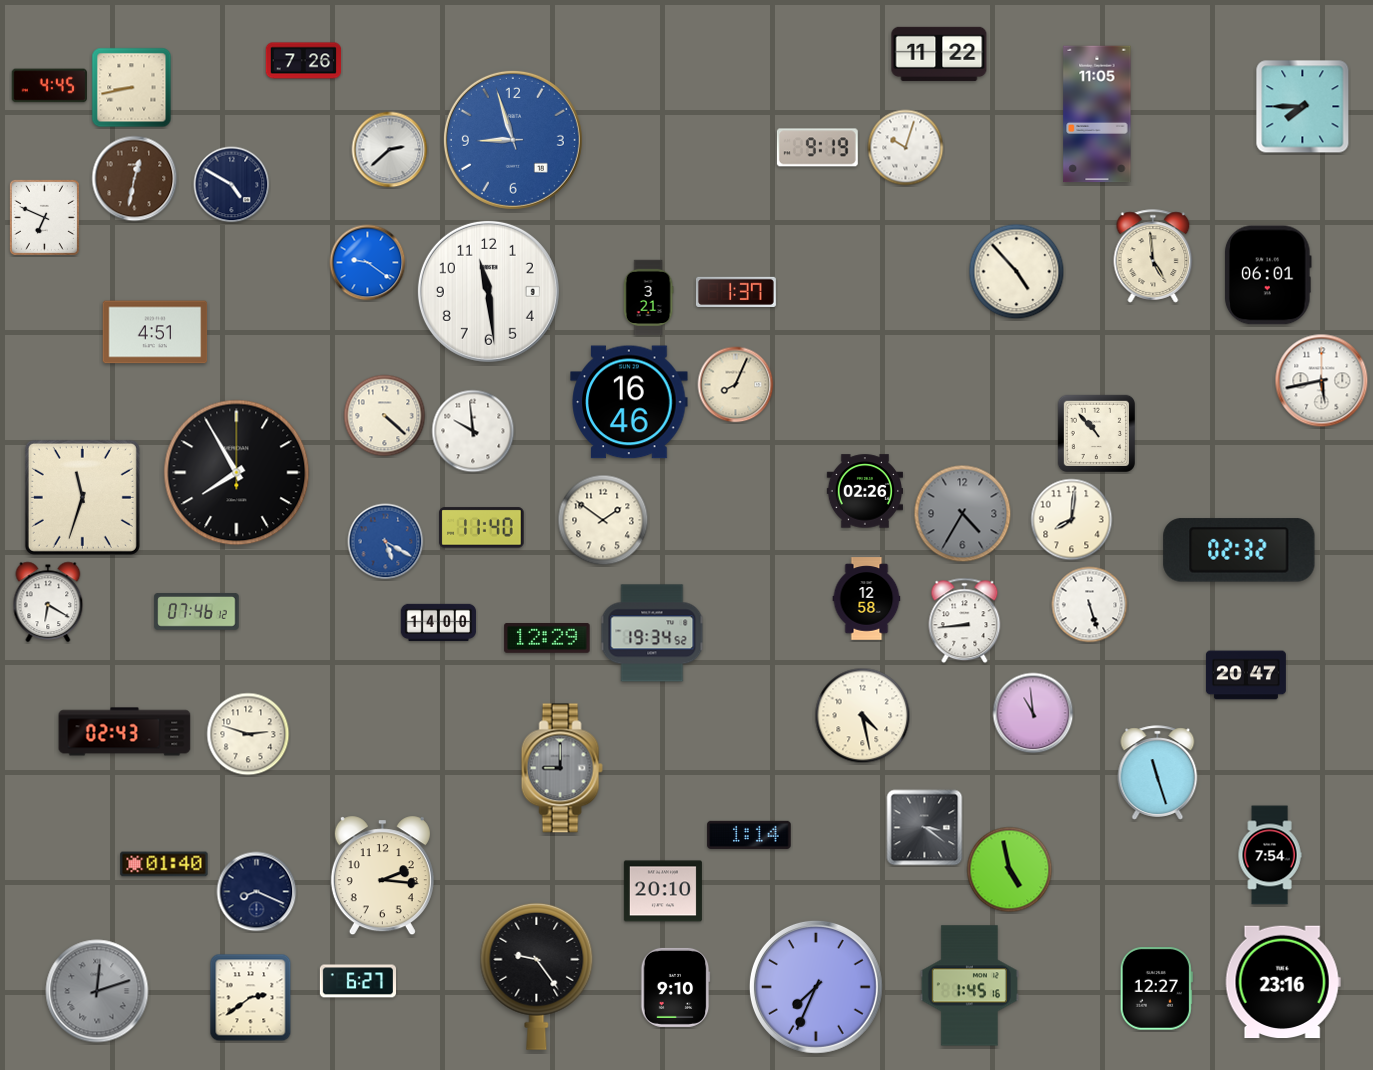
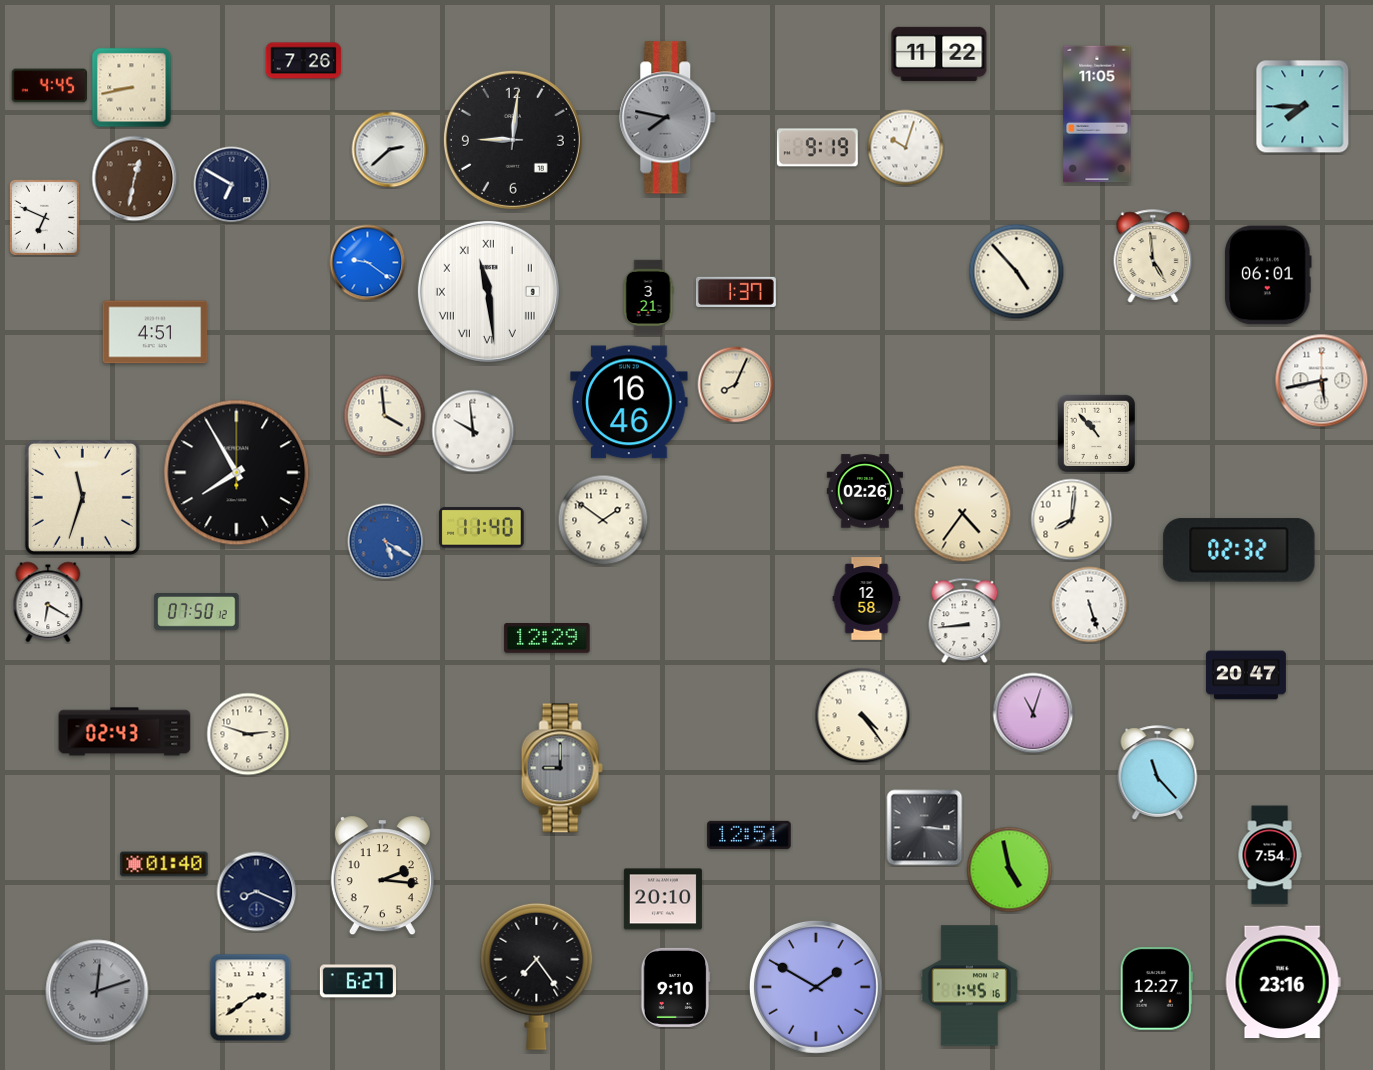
clock at (668, 118): none -> 7:47
clock at (513, 140): 8:57 -> 9:01
clock at (513, 140) dial: blue -> black
clock at (232, 185): 4:50 -> 6:50
clock at (488, 291) numerals: Arabic -> Roman
clock at (385, 416): 4:22 -> 3:59
clock at (963, 514): 4:35 -> 4:36
clock at (963, 514) dial: grey -> cream
clock at (197, 612): 07:46 -> 07:50
clock at (439, 622): 14:00 -> none
clock at (652, 633): 19:34 -> none
clock at (1033, 713): 10:59 -> 11:03
clock at (863, 716): 4:28 -> 4:24
clock at (1158, 773): 11:27 -> 11:23
clock at (925, 828): 3:21 -> 3:16
clock at (749, 835): 1:14 -> 12:51
clock at (663, 891) position: (663, 891) -> (663, 899)
clock at (537, 976): 9:24 -> 7:24
clock at (816, 987): 7:34 -> 1:50
